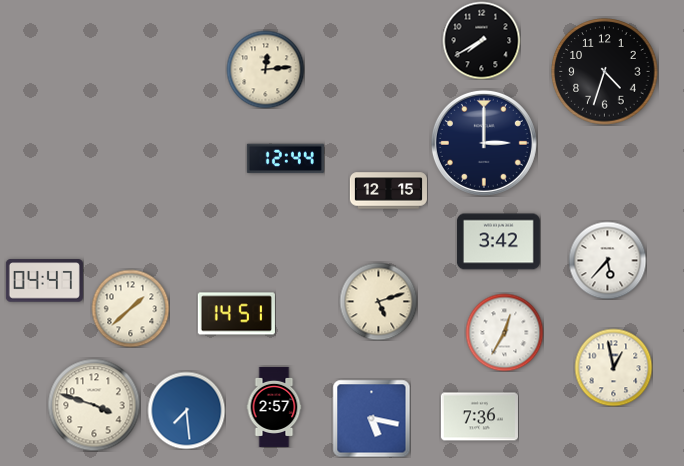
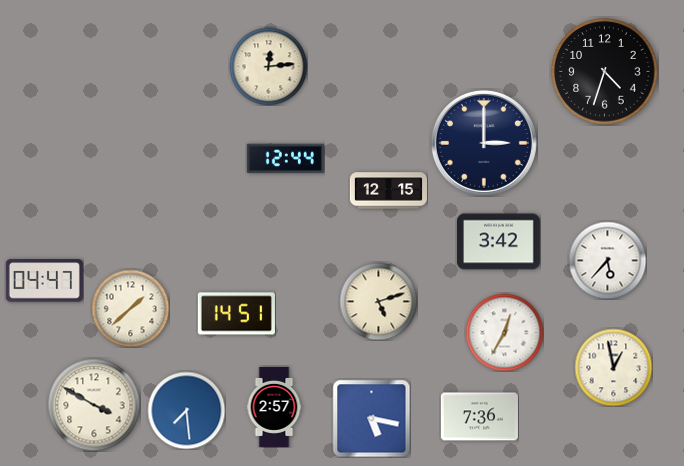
clock at (481, 40): 7:40 -> none
clock at (265, 69) position: (265, 69) -> (268, 66)
clock at (94, 405): 3:48 -> 3:50
